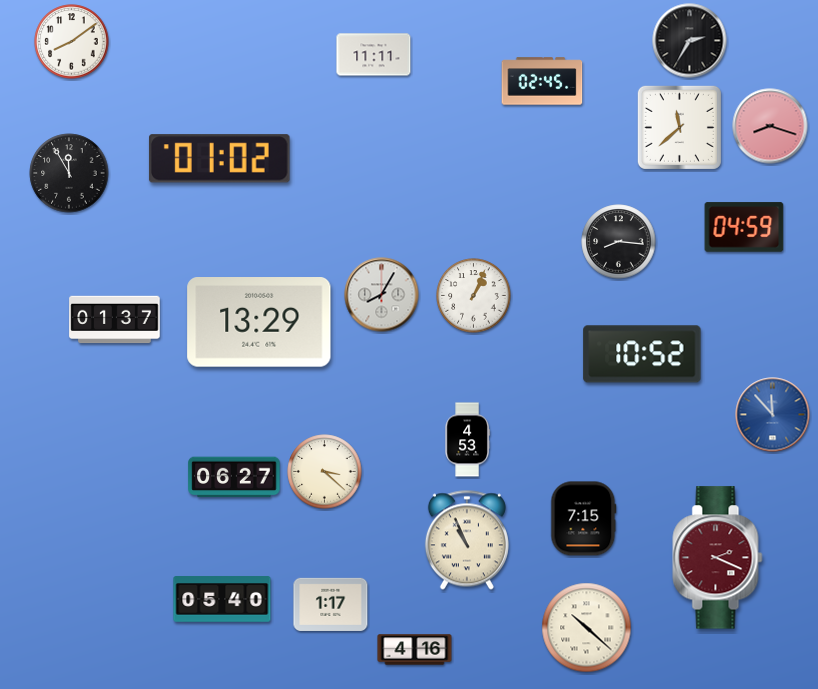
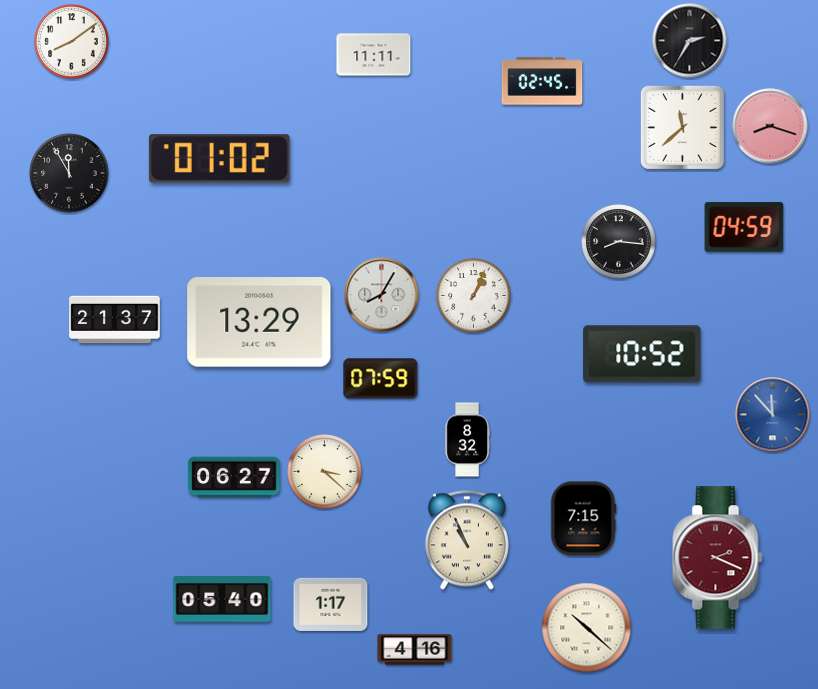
clock at (679, 127) position: (679, 127) -> (682, 127)
clock at (115, 320): 01:37 -> 21:37
clock at (381, 379): none -> 07:59
clock at (467, 440): 4:53 -> 8:32
